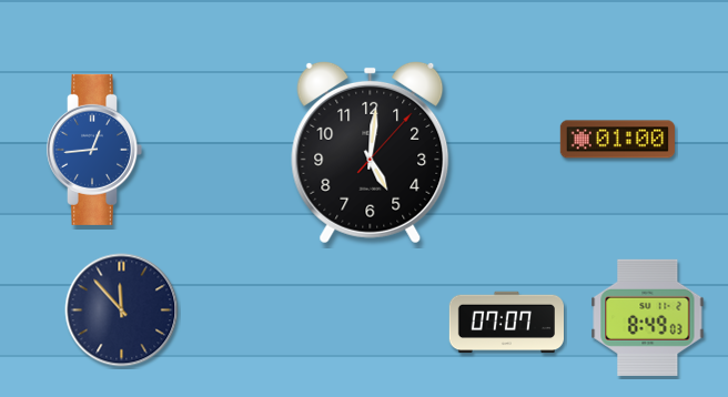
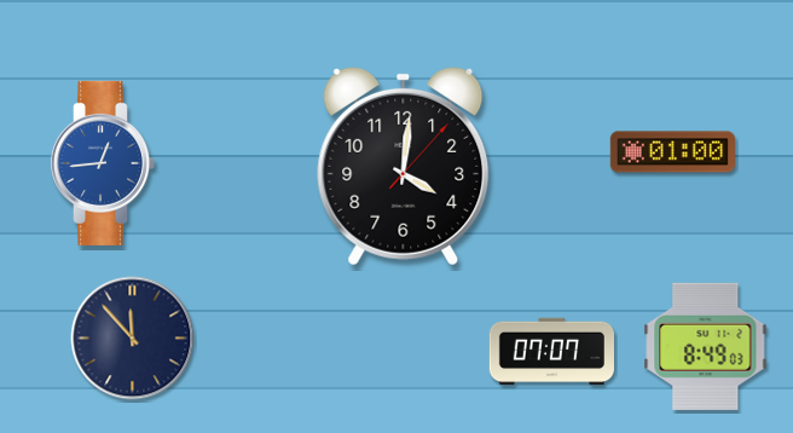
clock at (371, 152): 5:01 -> 4:01
